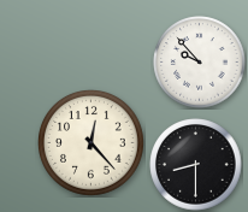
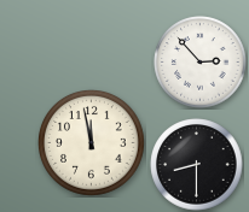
clock at (200, 63): 9:53 -> 2:53
clock at (91, 143): 12:23 -> 11:58
